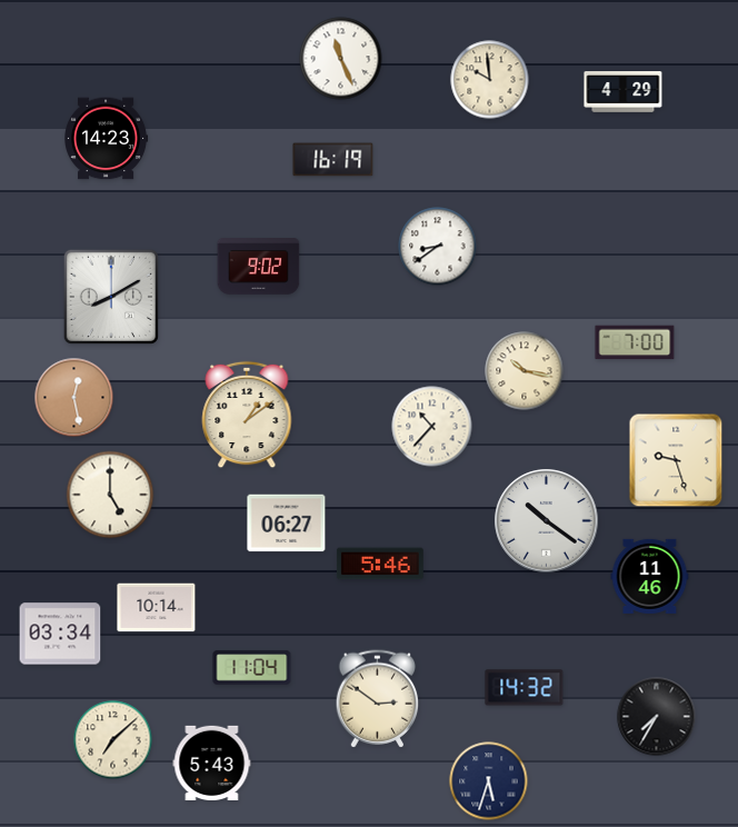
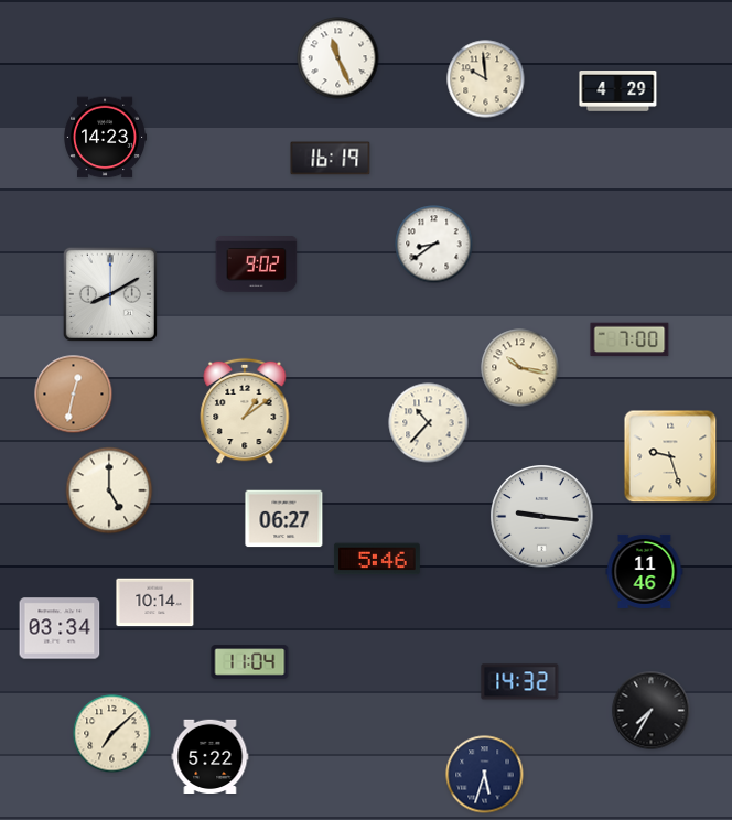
clock at (74, 398): 12:28 -> 12:32
clock at (547, 521): 10:21 -> 9:16
clock at (378, 699): 2:51 -> none
clock at (212, 764): 5:43 -> 5:22
